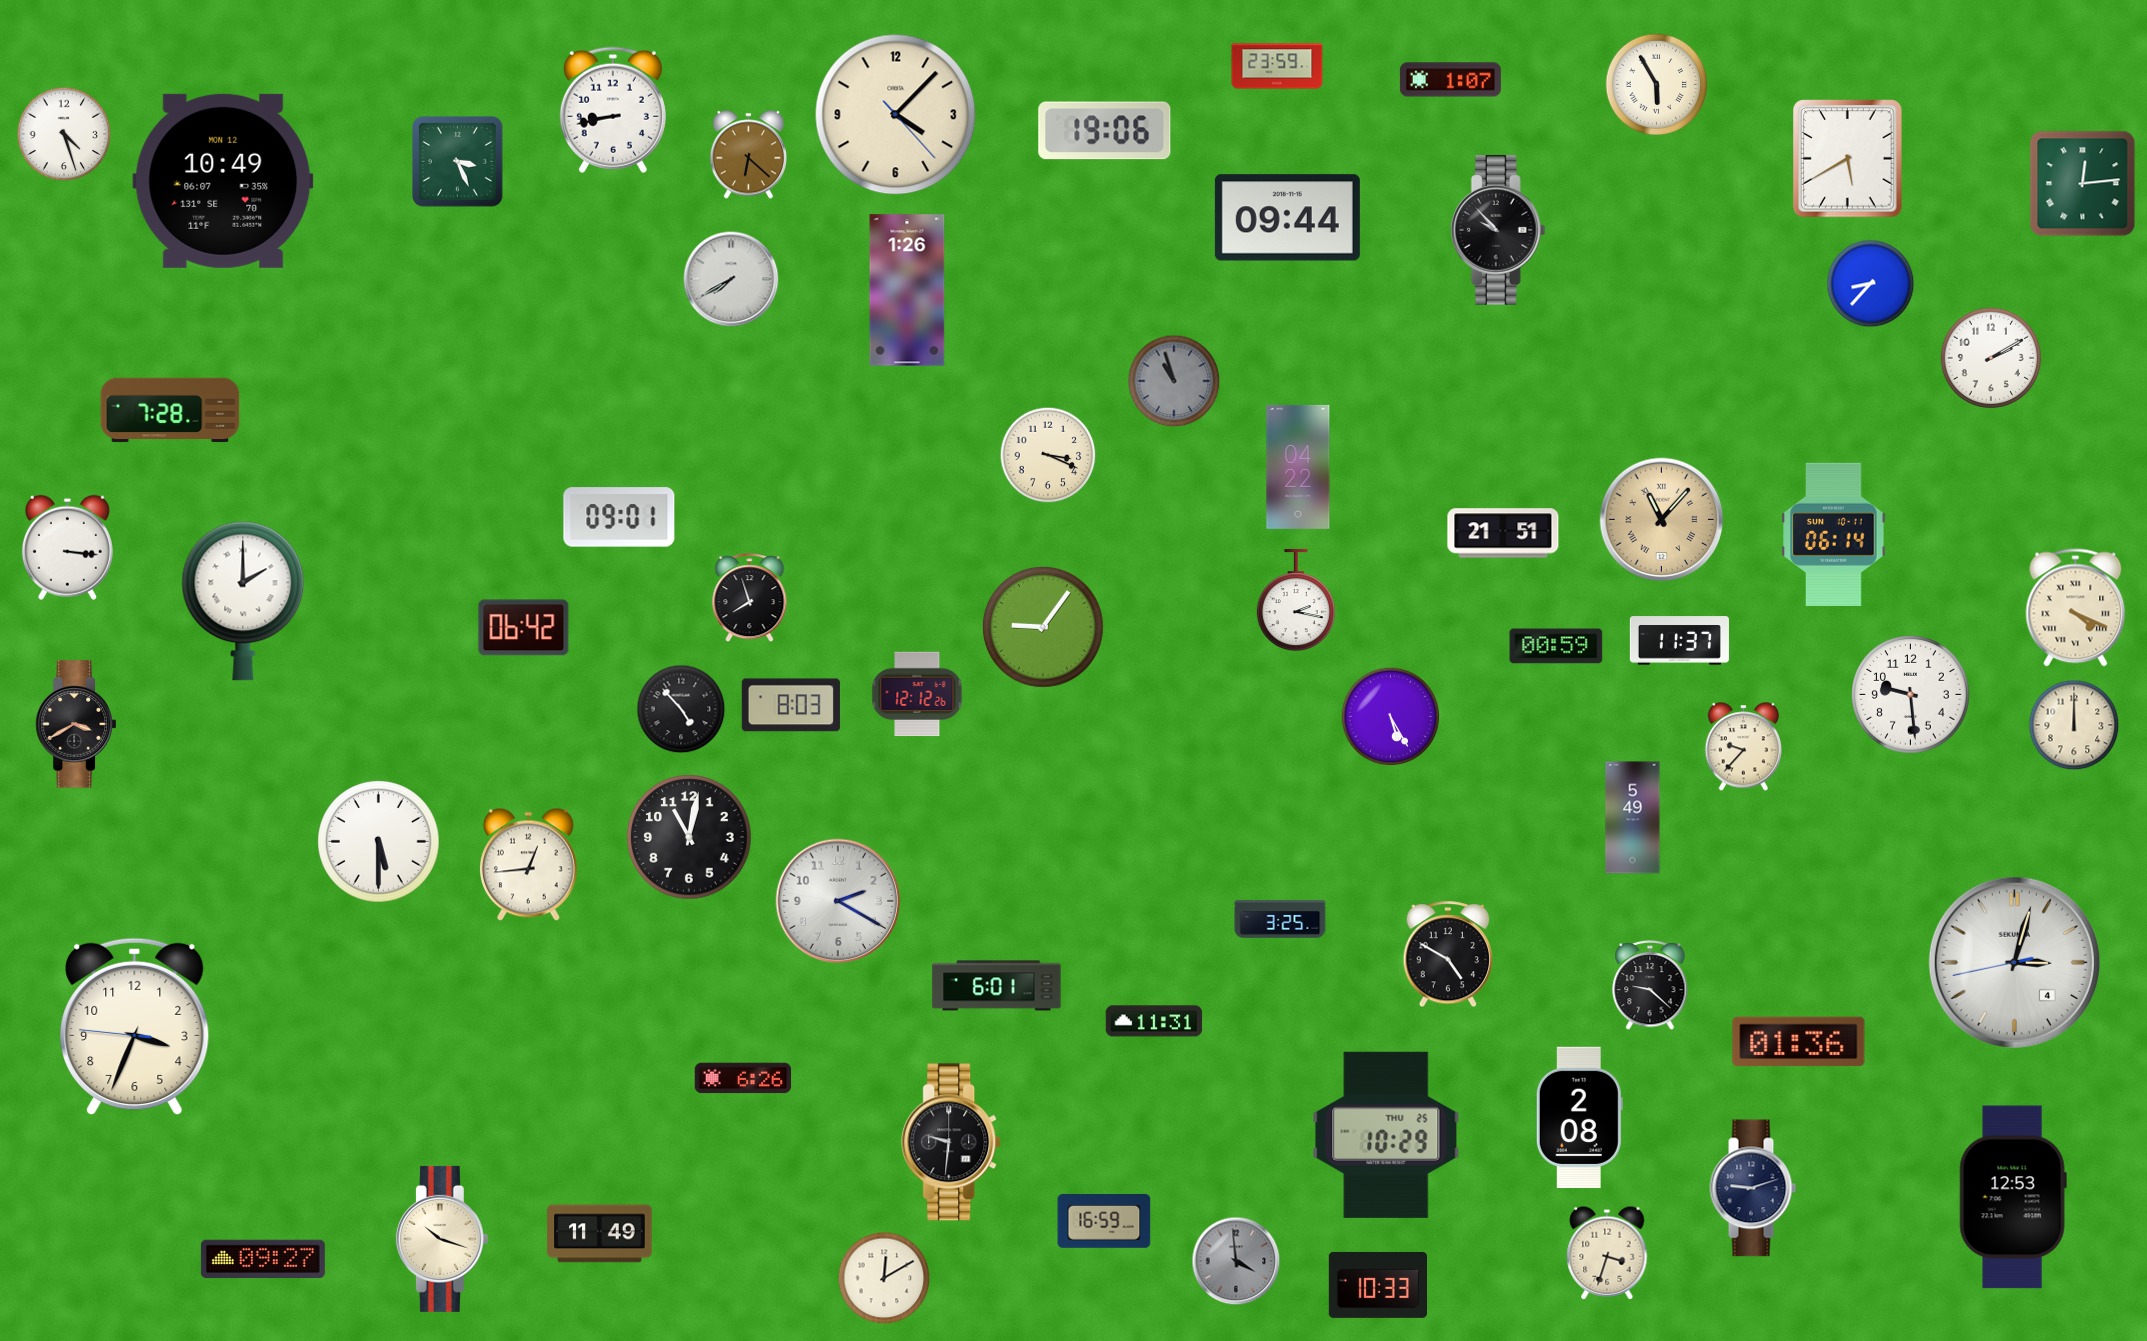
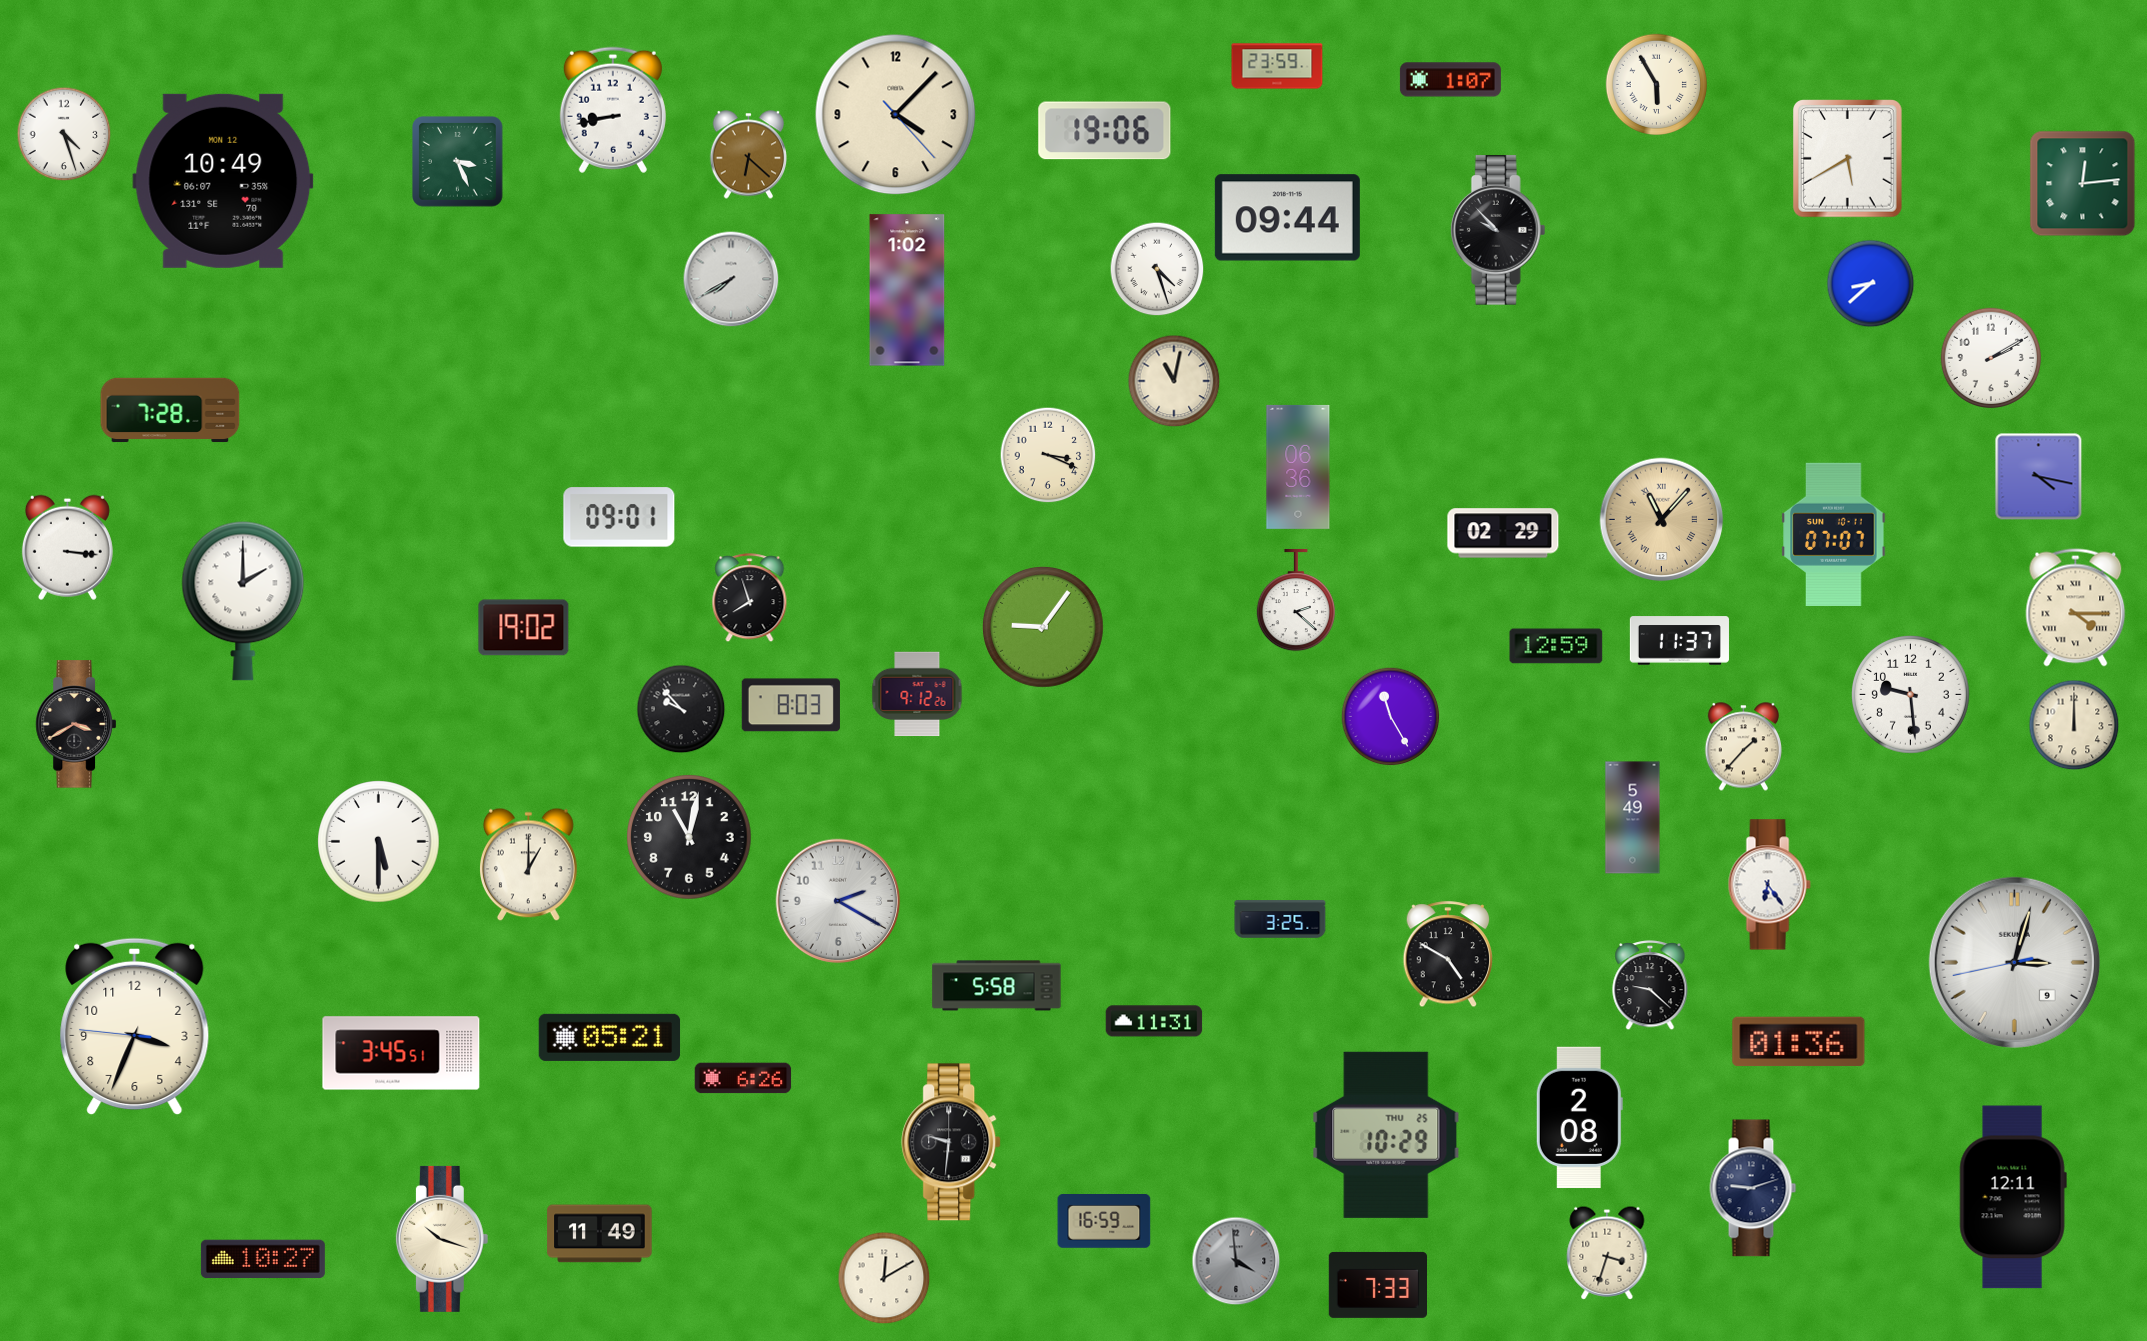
clock at (1157, 269): none -> 4:27
clock at (1871, 284): 8:37 -> 8:38
clock at (907, 290): 1:26 -> 1:02
clock at (1174, 381): 10:57 -> 11:02
clock at (1174, 381) dial: grey -> cream
clock at (1298, 467): 04:22 -> 06:36
clock at (2039, 477): none -> 4:17
clock at (1503, 533): 21:51 -> 02:29
clock at (1834, 534): 06:14 -> 07:07
clock at (1296, 600): 2:17 -> 2:22
clock at (2076, 608): 4:19 -> 4:15
clock at (524, 628): 06:42 -> 19:02
clock at (1556, 646): 00:59 -> 12:59
clock at (917, 694): 12:12 -> 9:12
clock at (681, 709): 4:53 -> 9:53
clock at (1391, 717): 5:25 -> 11:25
clock at (1743, 747): 9:37 -> 1:37
clock at (529, 865): 12:44 -> 1:00
clock at (1769, 885): none -> 6:24
clock at (2014, 962) date: 4 -> 9
clock at (997, 986): 6:01 -> 5:58
clock at (610, 1037): none -> 05:21
clock at (401, 1053): none -> 3:45
clock at (2013, 1197): 12:53 -> 12:11
clock at (263, 1259): 09:27 -> 10:27
clock at (1377, 1285): 10:33 -> 7:33
